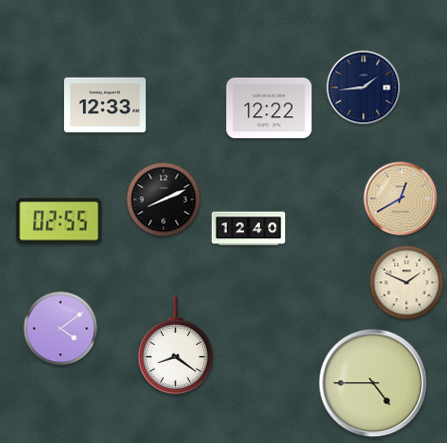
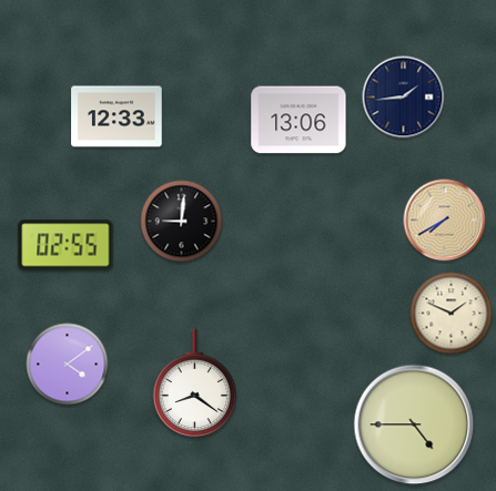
clock at (269, 108): 12:22 -> 13:06
clock at (401, 199): 12:40 -> 7:40
clock at (164, 200): 8:11 -> 9:01
clock at (249, 229): 12:40 -> none
